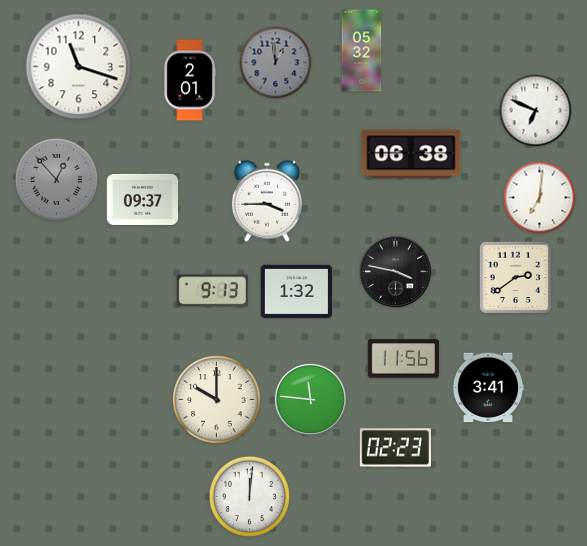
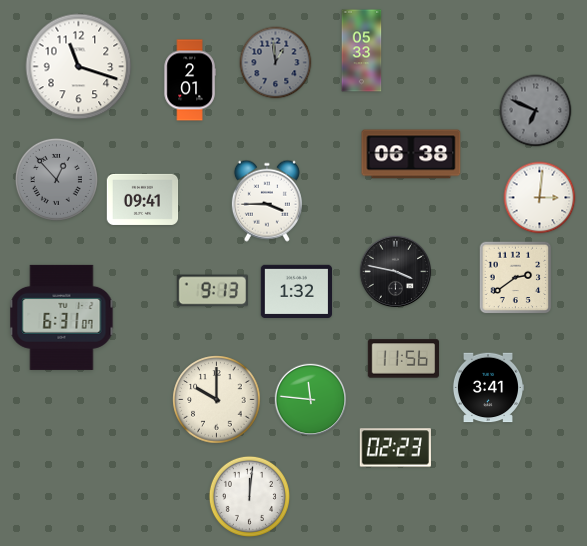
clock at (362, 51): 05:32 -> 05:33
clock at (536, 111) dial: white -> grey
clock at (540, 198): 7:01 -> 3:01
clock at (143, 199): 09:37 -> 09:41
clock at (62, 317): none -> 6:31
